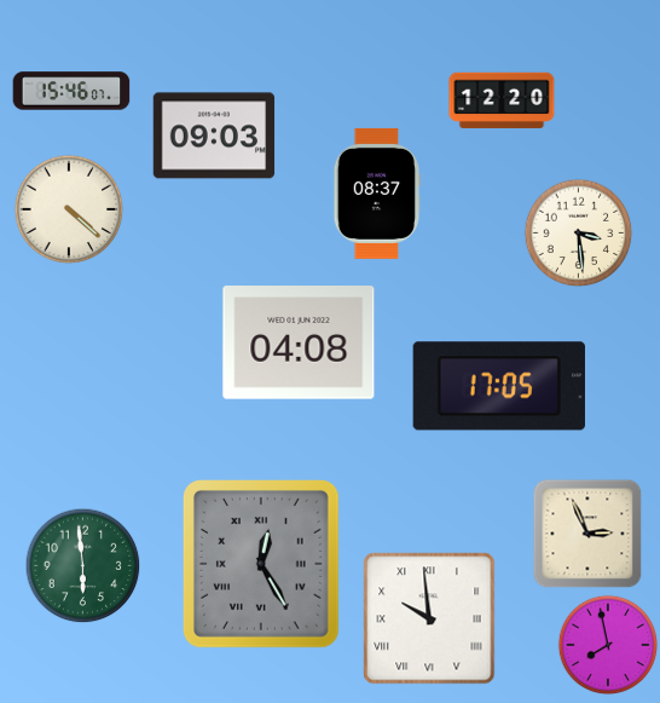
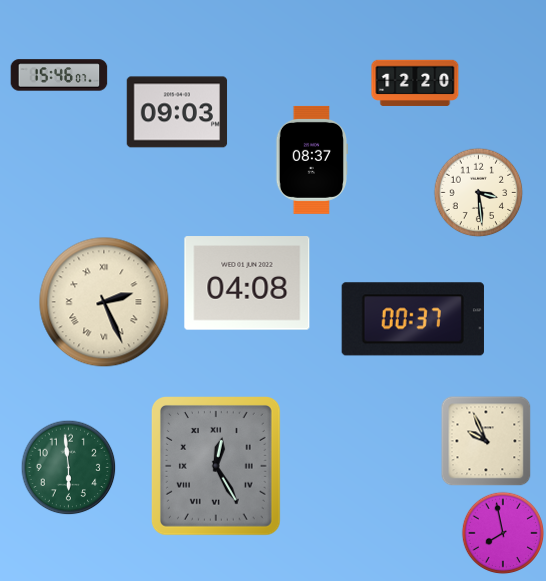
clock at (69, 209): 4:22 -> none
clock at (104, 302): none -> 2:26
clock at (499, 386): 17:05 -> 00:37
clock at (587, 534): 2:56 -> 9:56
clock at (429, 618): 9:59 -> none
